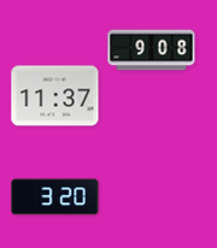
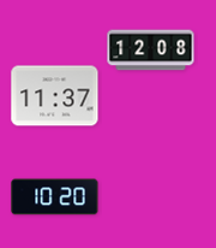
clock at (152, 51): 9:08 -> 12:08
clock at (55, 197): 3:20 -> 10:20
